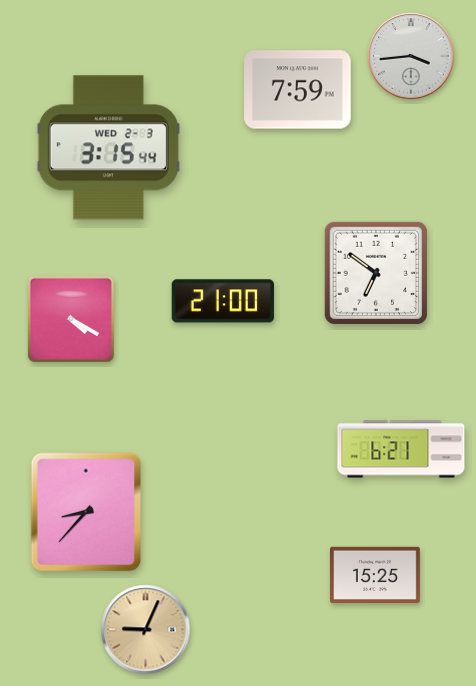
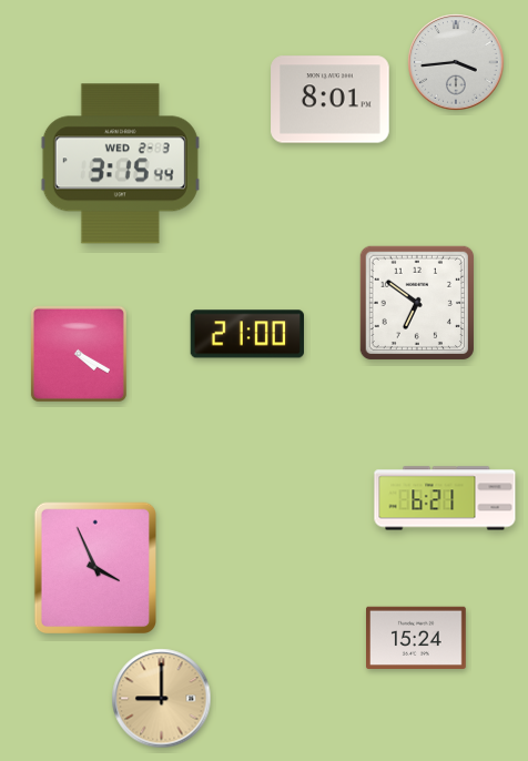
clock at (298, 90): 7:59 -> 8:01
clock at (85, 511): 8:37 -> 3:56
clock at (376, 575): 15:25 -> 15:24
clock at (146, 630): 9:04 -> 9:00
